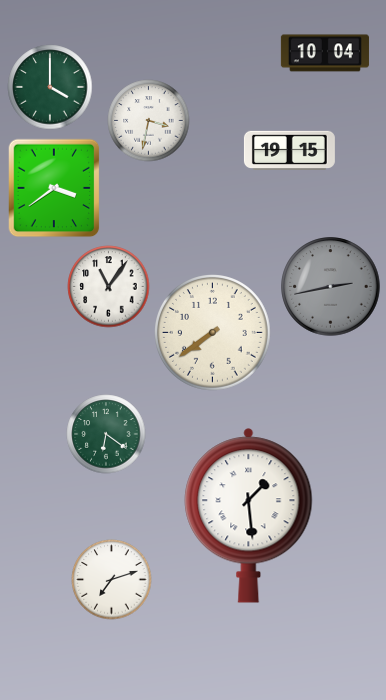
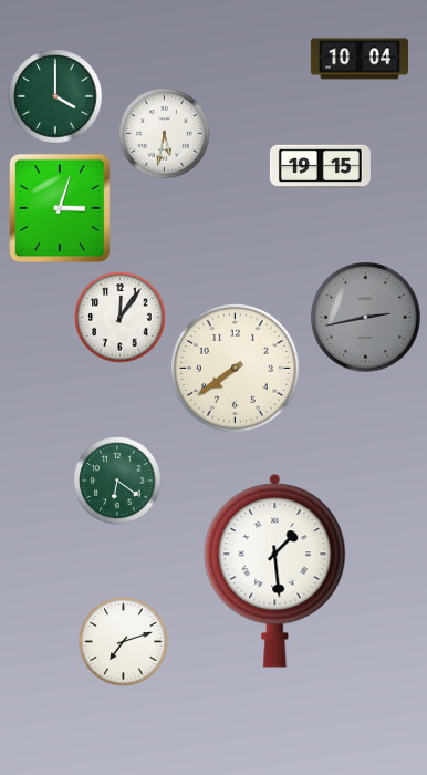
clock at (149, 121): 3:32 -> 5:32
clock at (54, 188): 3:39 -> 3:03
clock at (109, 287): 11:06 -> 12:06
